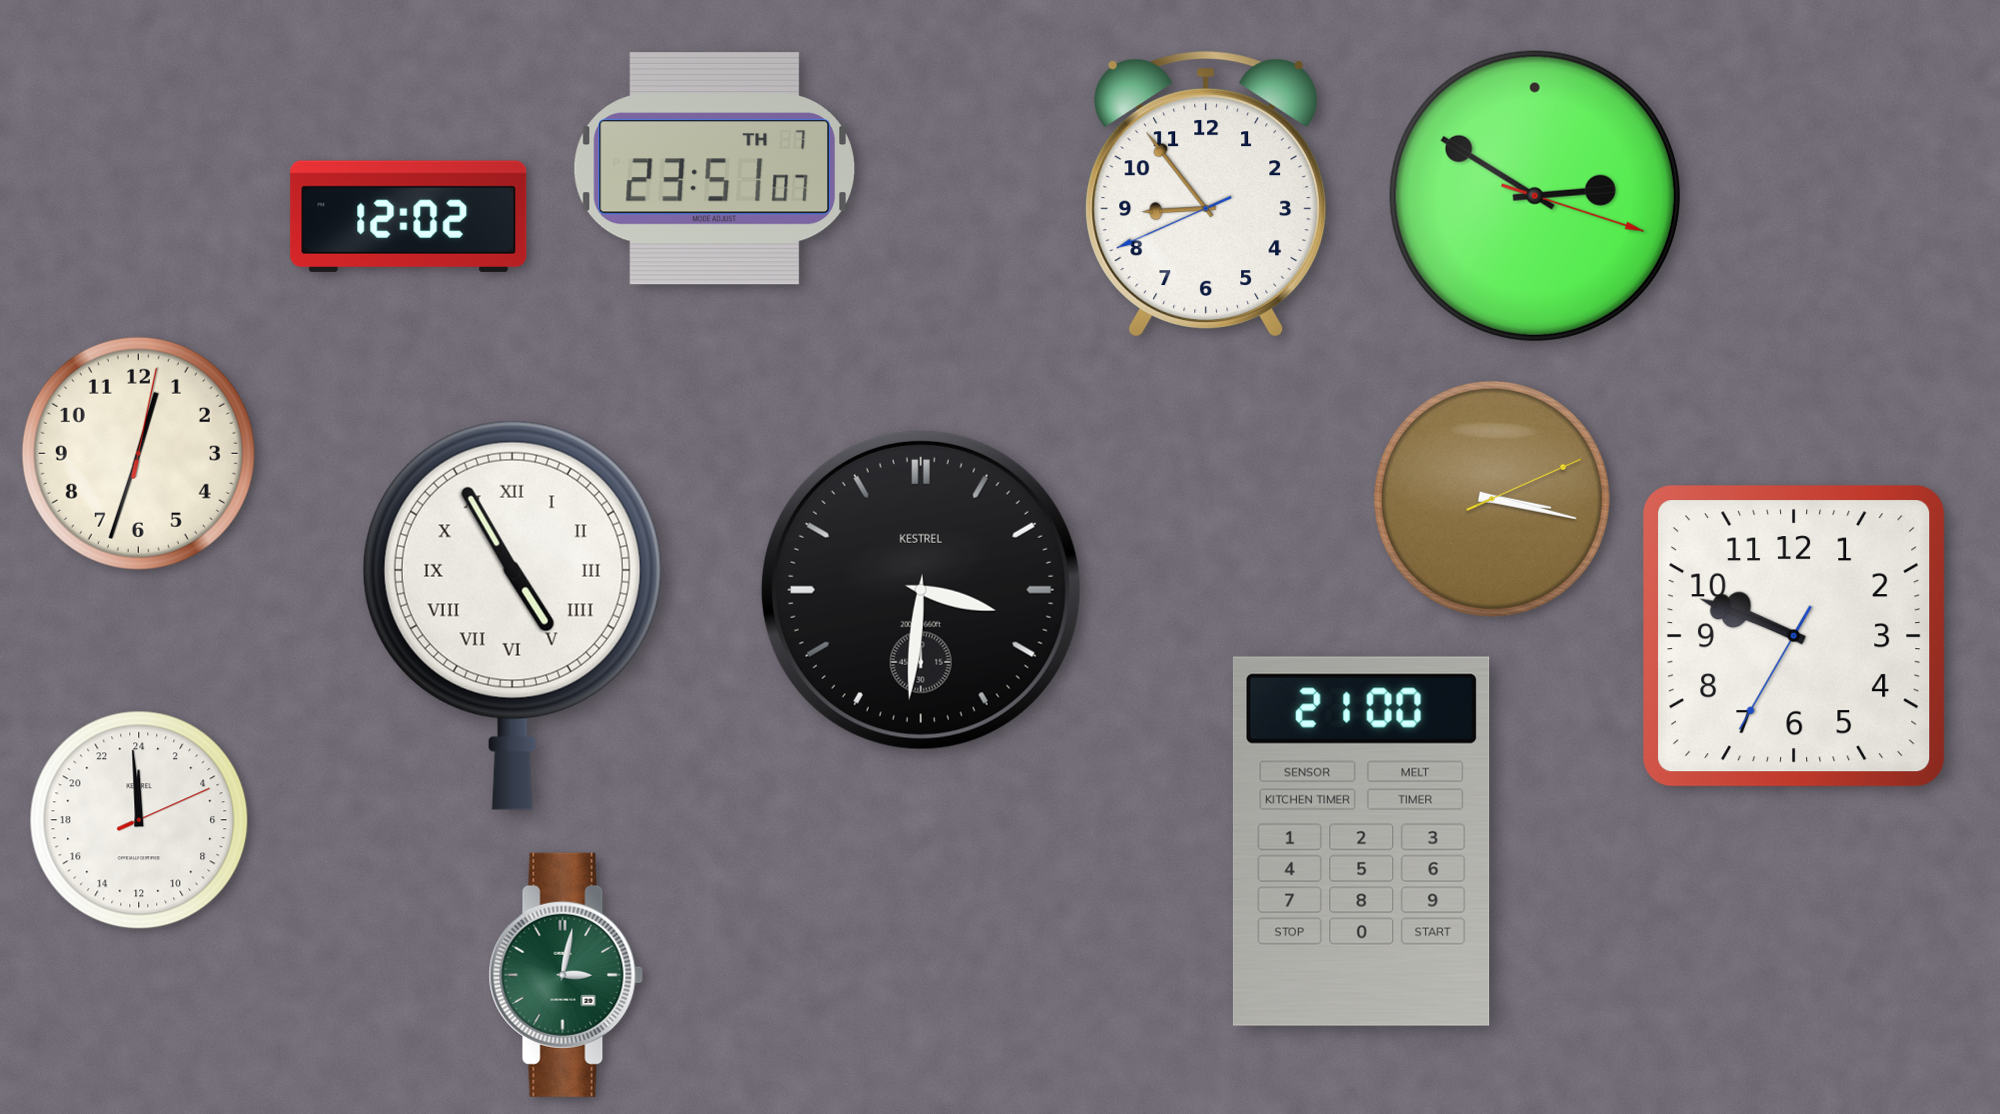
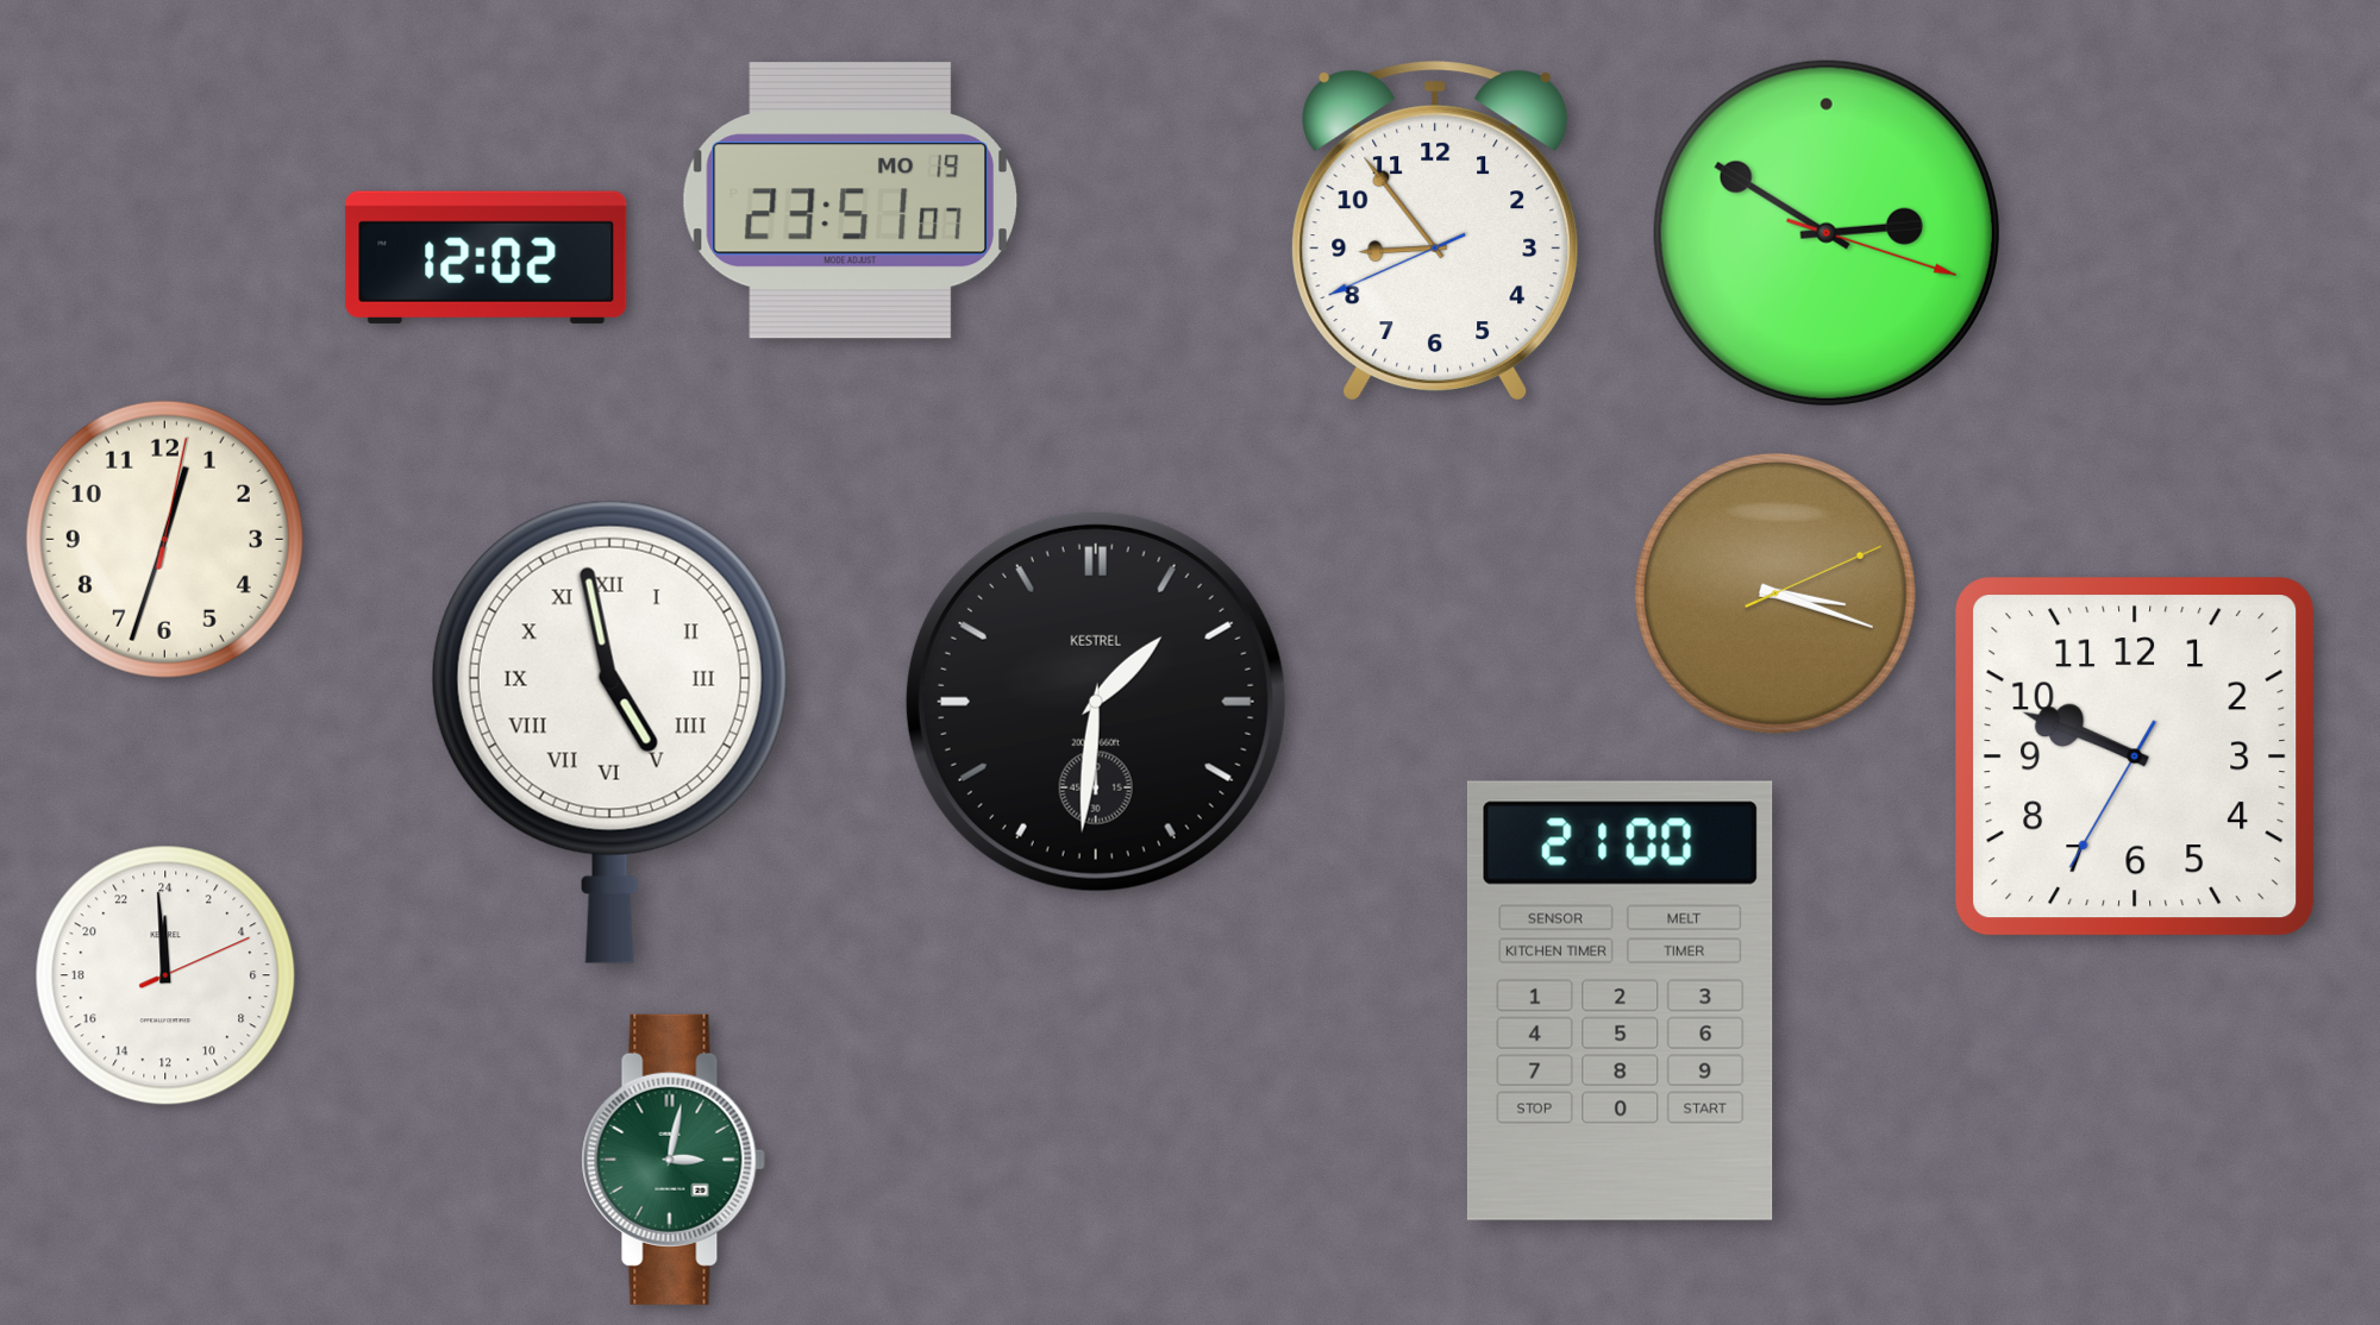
clock at (714, 168) date: TH 7 -> MO 19
clock at (1492, 499): 3:17 -> 3:18
clock at (921, 590): 3:31 -> 1:31
clock at (512, 615): 4:55 -> 4:58
